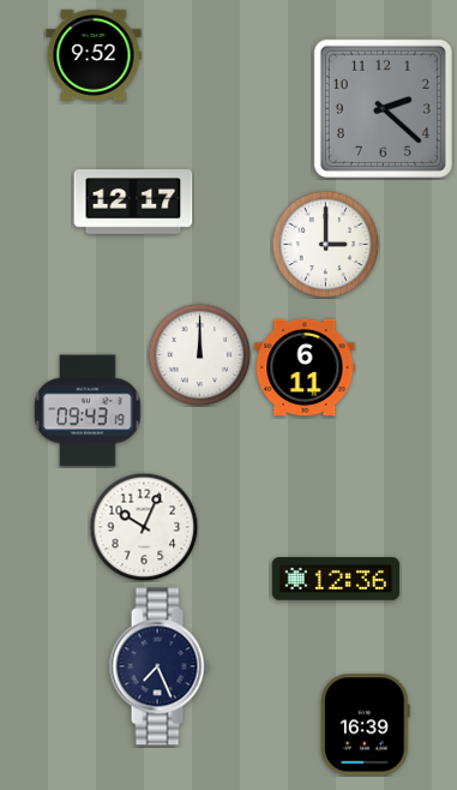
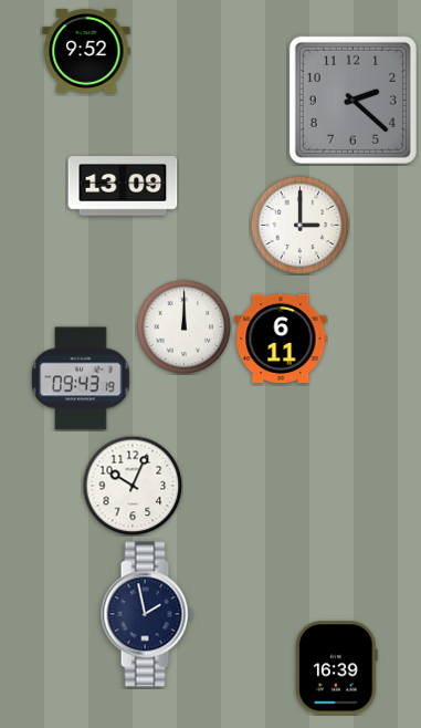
clock at (133, 202): 12:17 -> 13:09
clock at (335, 579): 12:36 -> none
clock at (160, 666): 7:26 -> 1:58
